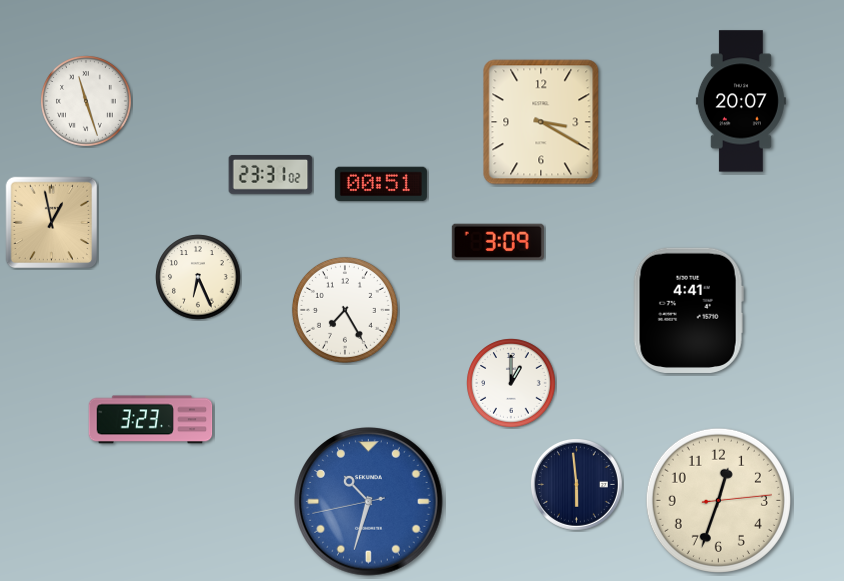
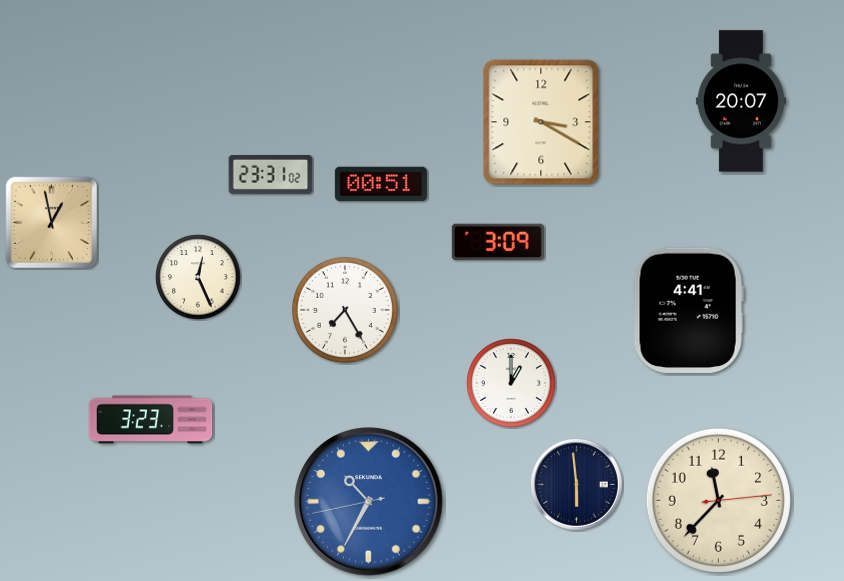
clock at (86, 101): 11:27 -> none
clock at (198, 277): 6:26 -> 12:26
clock at (718, 500): 12:33 -> 11:37
clock at (369, 502): 10:32 -> 10:34
